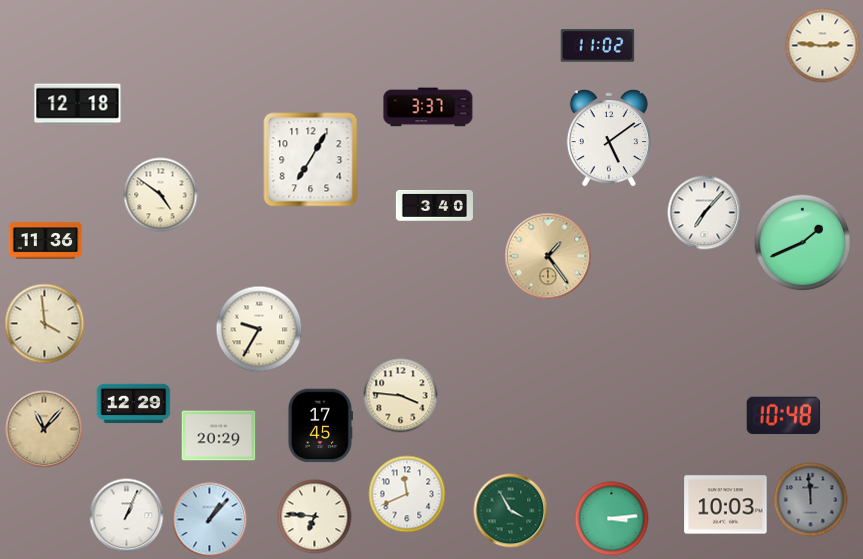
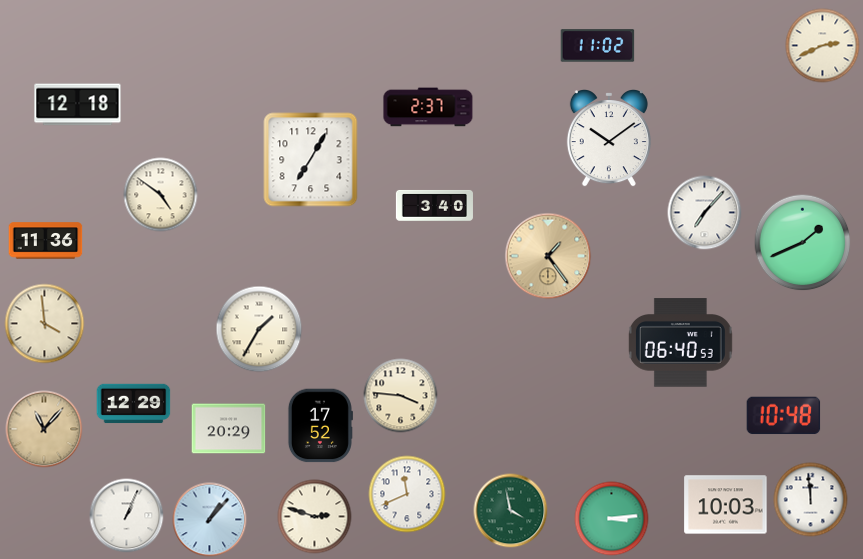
clock at (823, 46): 2:46 -> 2:41
clock at (428, 107): 3:37 -> 2:37
clock at (609, 139): 5:09 -> 10:09
clock at (259, 329): 9:35 -> 1:35
clock at (680, 343): none -> 06:40
clock at (320, 426): 17:45 -> 17:52
clock at (219, 436) position: (219, 436) -> (229, 429)
clock at (811, 500) dial: grey -> white
clock at (511, 511): 3:55 -> 3:58
clock at (315, 517): 6:46 -> 2:48
